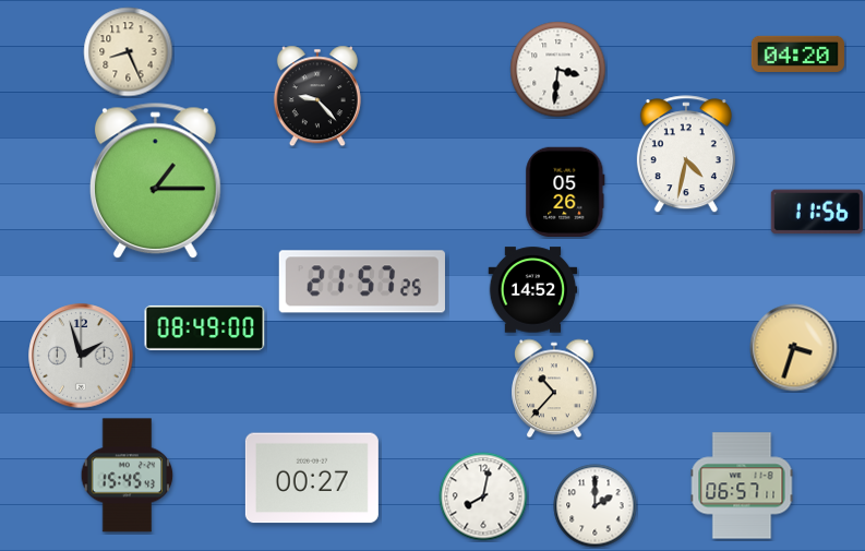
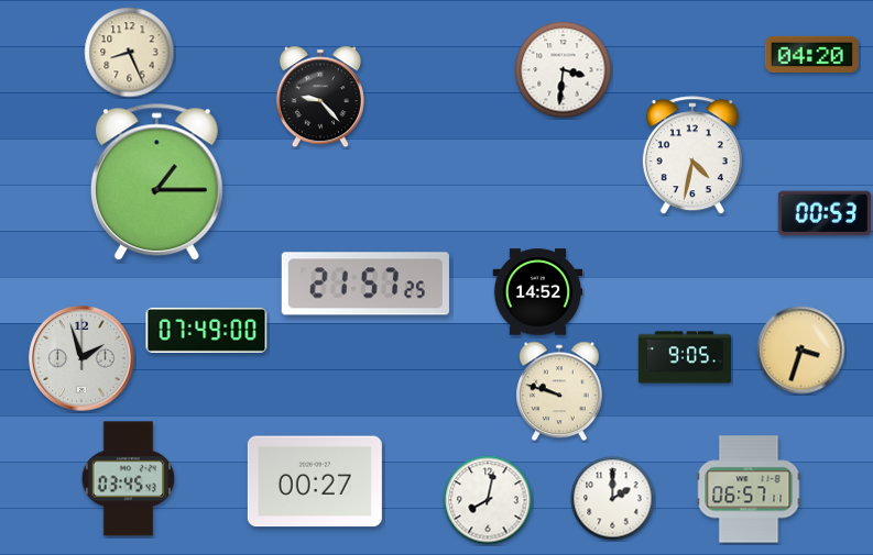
clock at (797, 53) position: (797, 53) -> (811, 54)
clock at (565, 192): 05:26 -> none
clock at (817, 212): 11:56 -> 00:53
clock at (205, 327): 08:49 -> 07:49
clock at (684, 357): none -> 9:05
clock at (555, 388): 10:37 -> 9:48
clock at (128, 476): 15:45 -> 03:45
clock at (596, 506) position: (596, 506) -> (613, 499)
